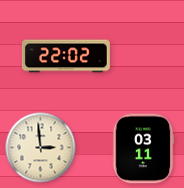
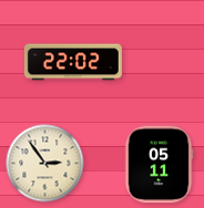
clock at (41, 148): 2:59 -> 2:54
clock at (143, 149): 03:11 -> 05:11
